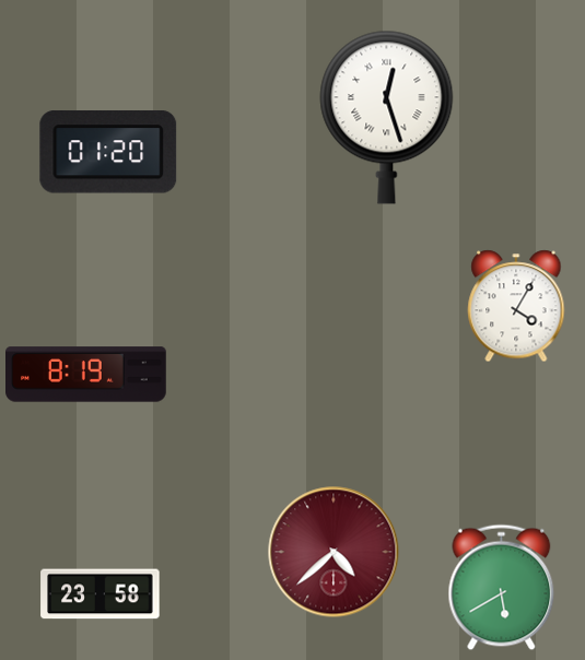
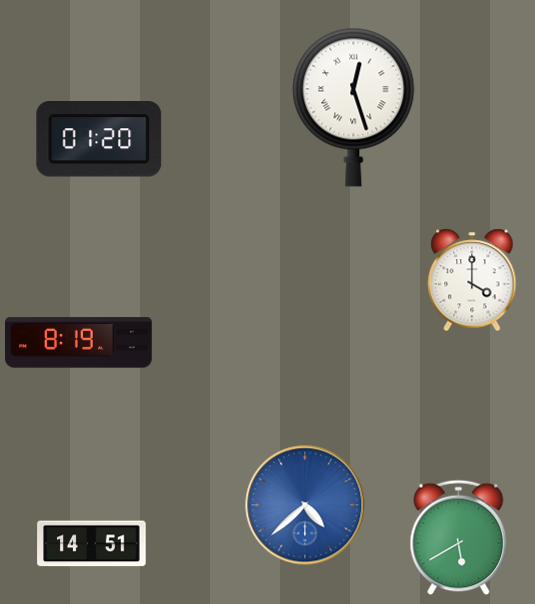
clock at (516, 306): 4:05 -> 4:00
clock at (334, 552) dial: burgundy -> blue
clock at (101, 594): 23:58 -> 14:51
